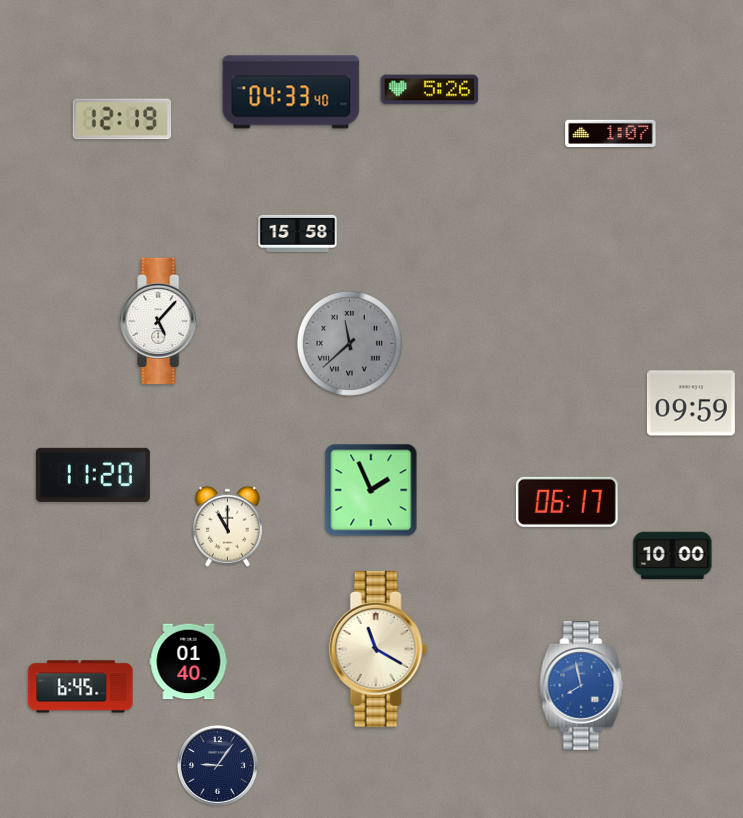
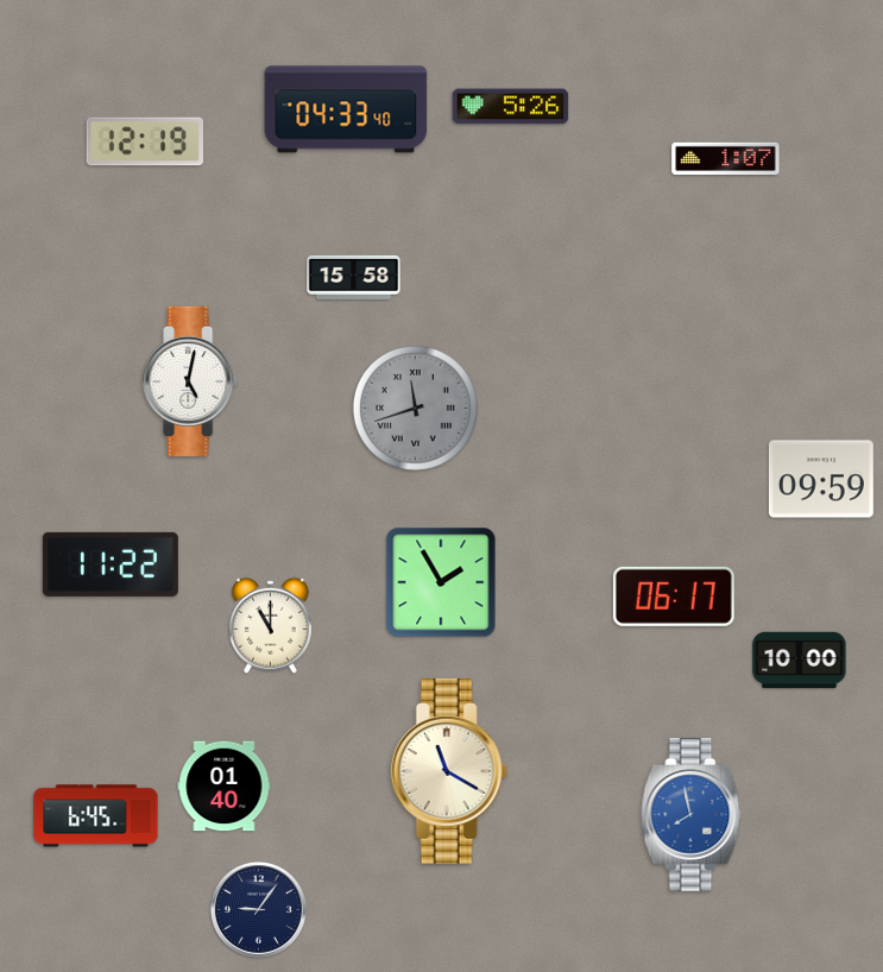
clock at (161, 321): 5:07 -> 5:02
clock at (349, 343): 11:38 -> 11:42
clock at (93, 475): 11:20 -> 11:22
clock at (371, 490): 1:56 -> 1:55
